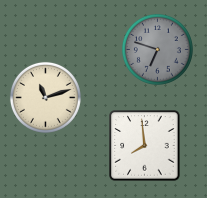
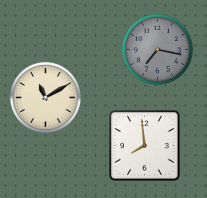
clock at (157, 49): 6:48 -> 7:17
clock at (45, 97): 11:12 -> 11:10
